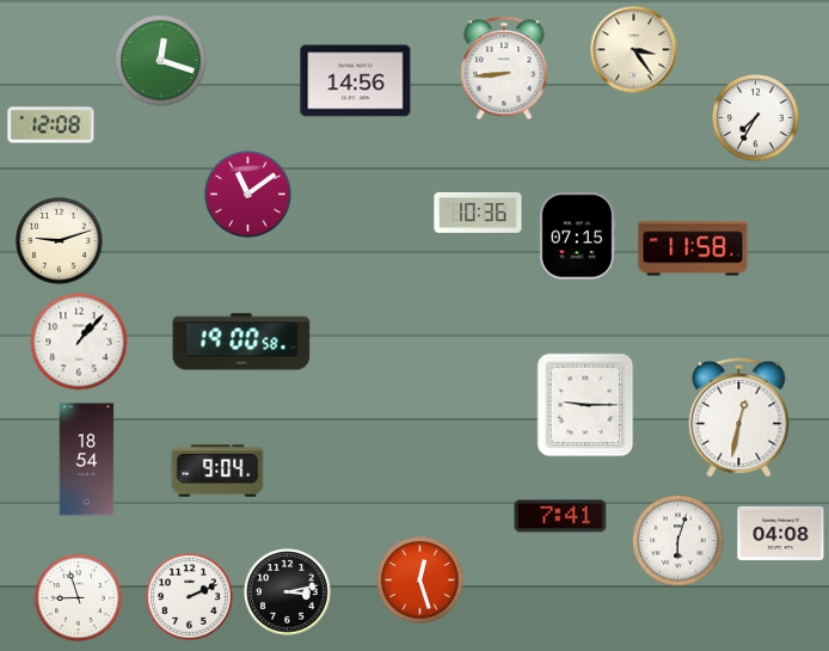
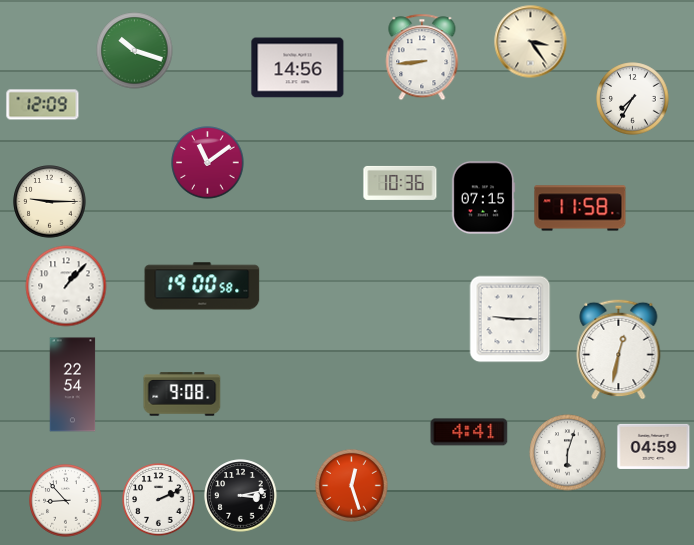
clock at (161, 61): 12:18 -> 10:18
clock at (51, 125): 12:08 -> 12:09
clock at (478, 213) position: (478, 213) -> (400, 183)
clock at (60, 241): 9:12 -> 9:15
clock at (585, 405) position: (585, 405) -> (510, 319)
clock at (87, 460): 18:54 -> 22:54
clock at (217, 471): 9:04 -> 9:08
clock at (560, 516): 7:41 -> 4:41
clock at (781, 533): 04:08 -> 04:59
clock at (79, 598): 8:57 -> 8:53
